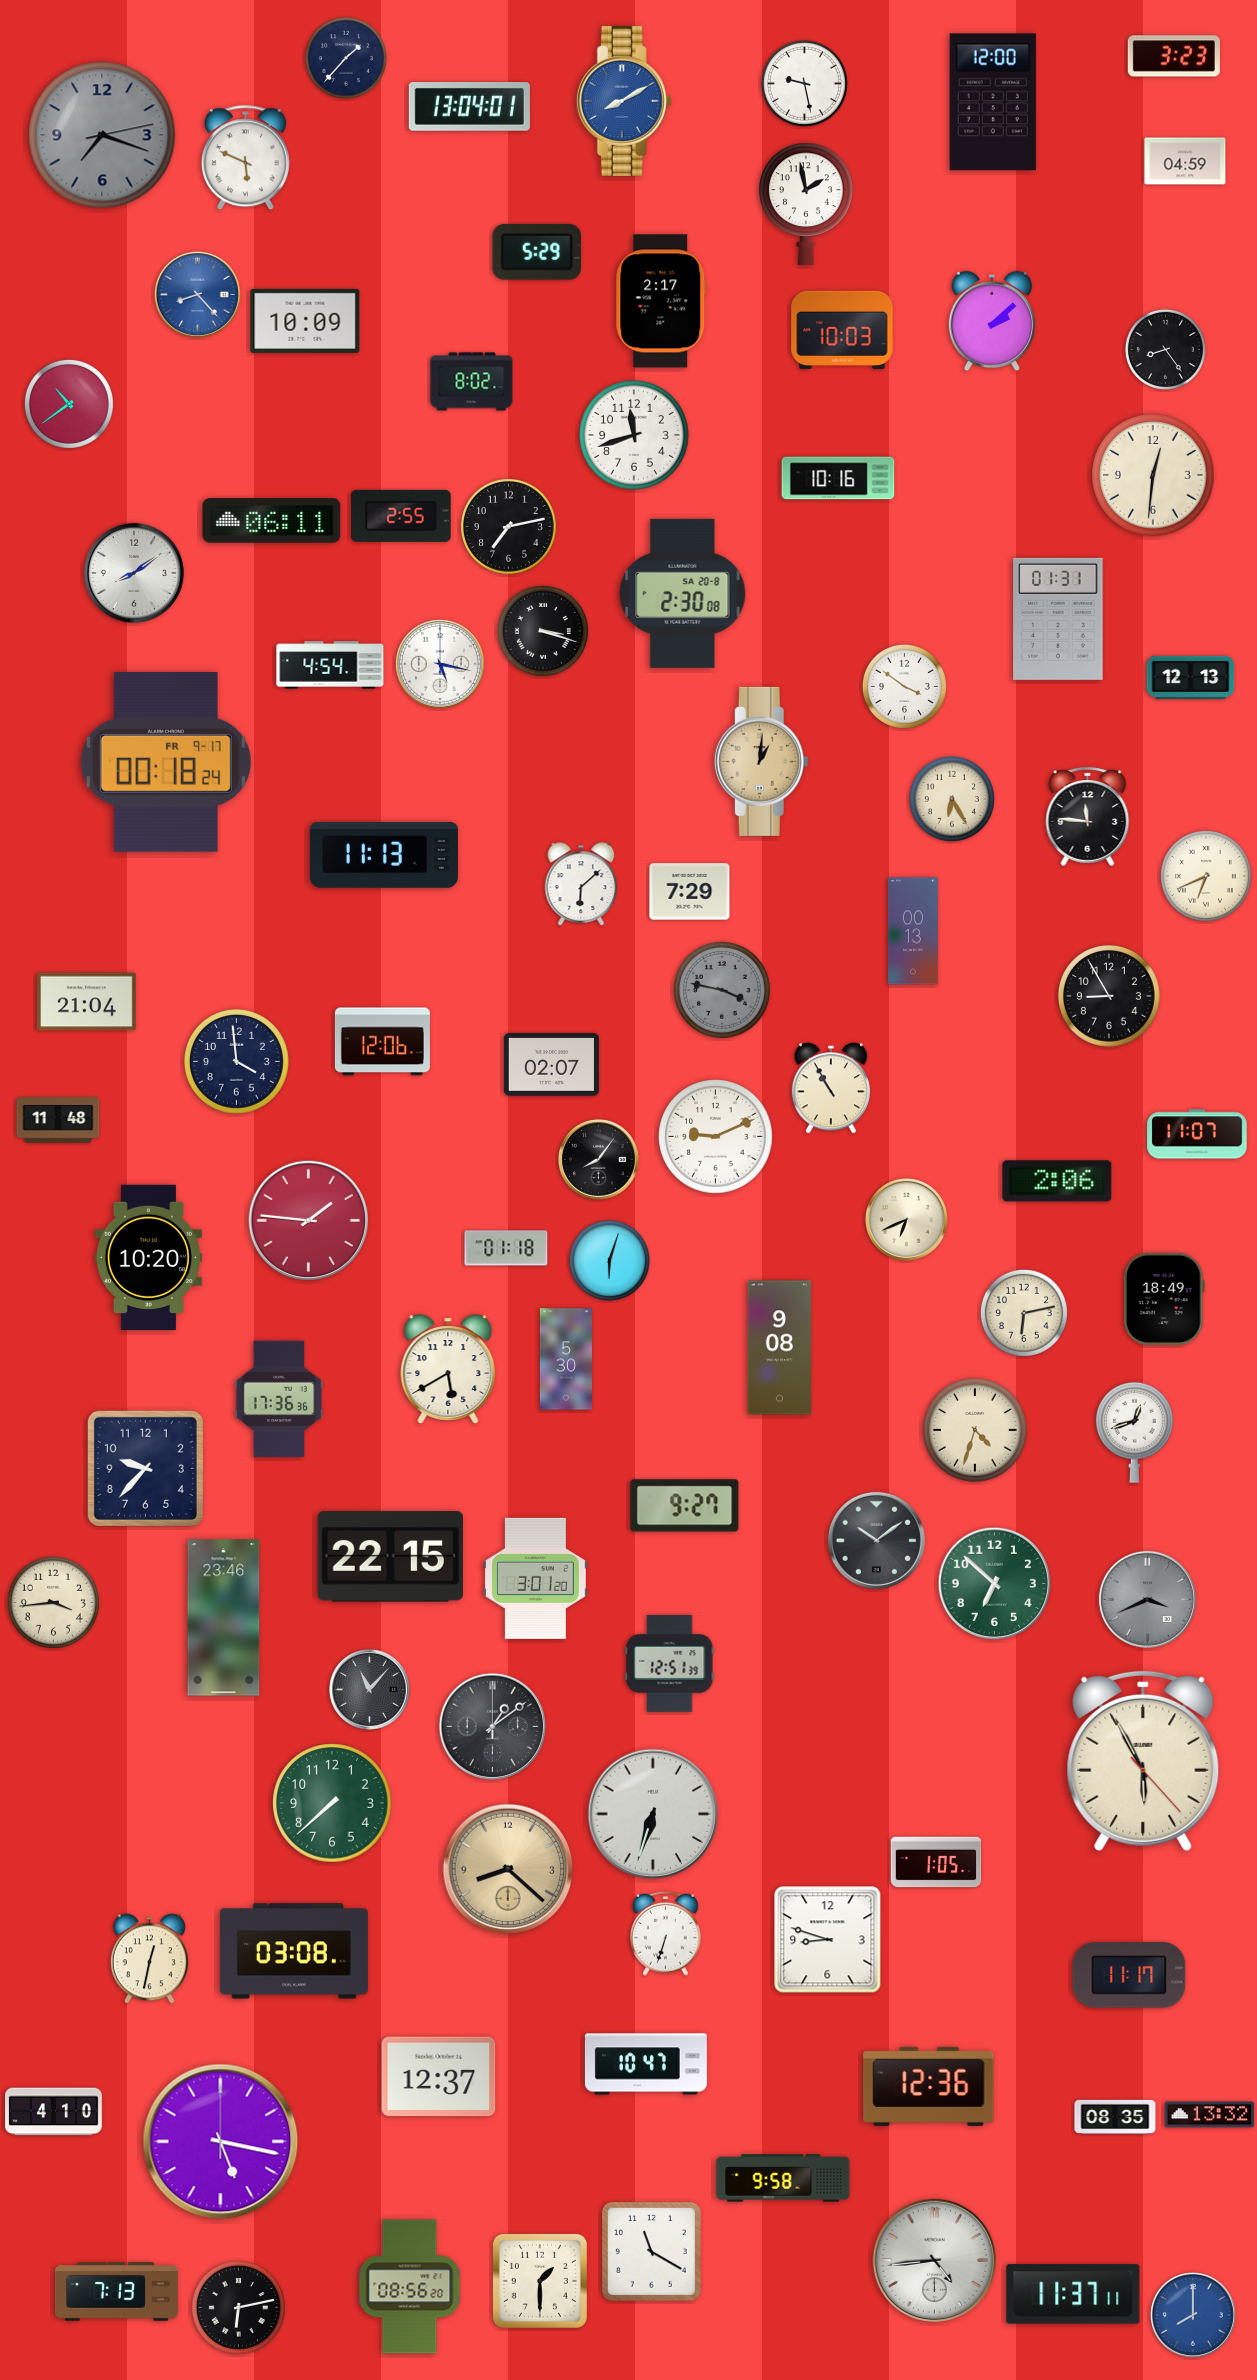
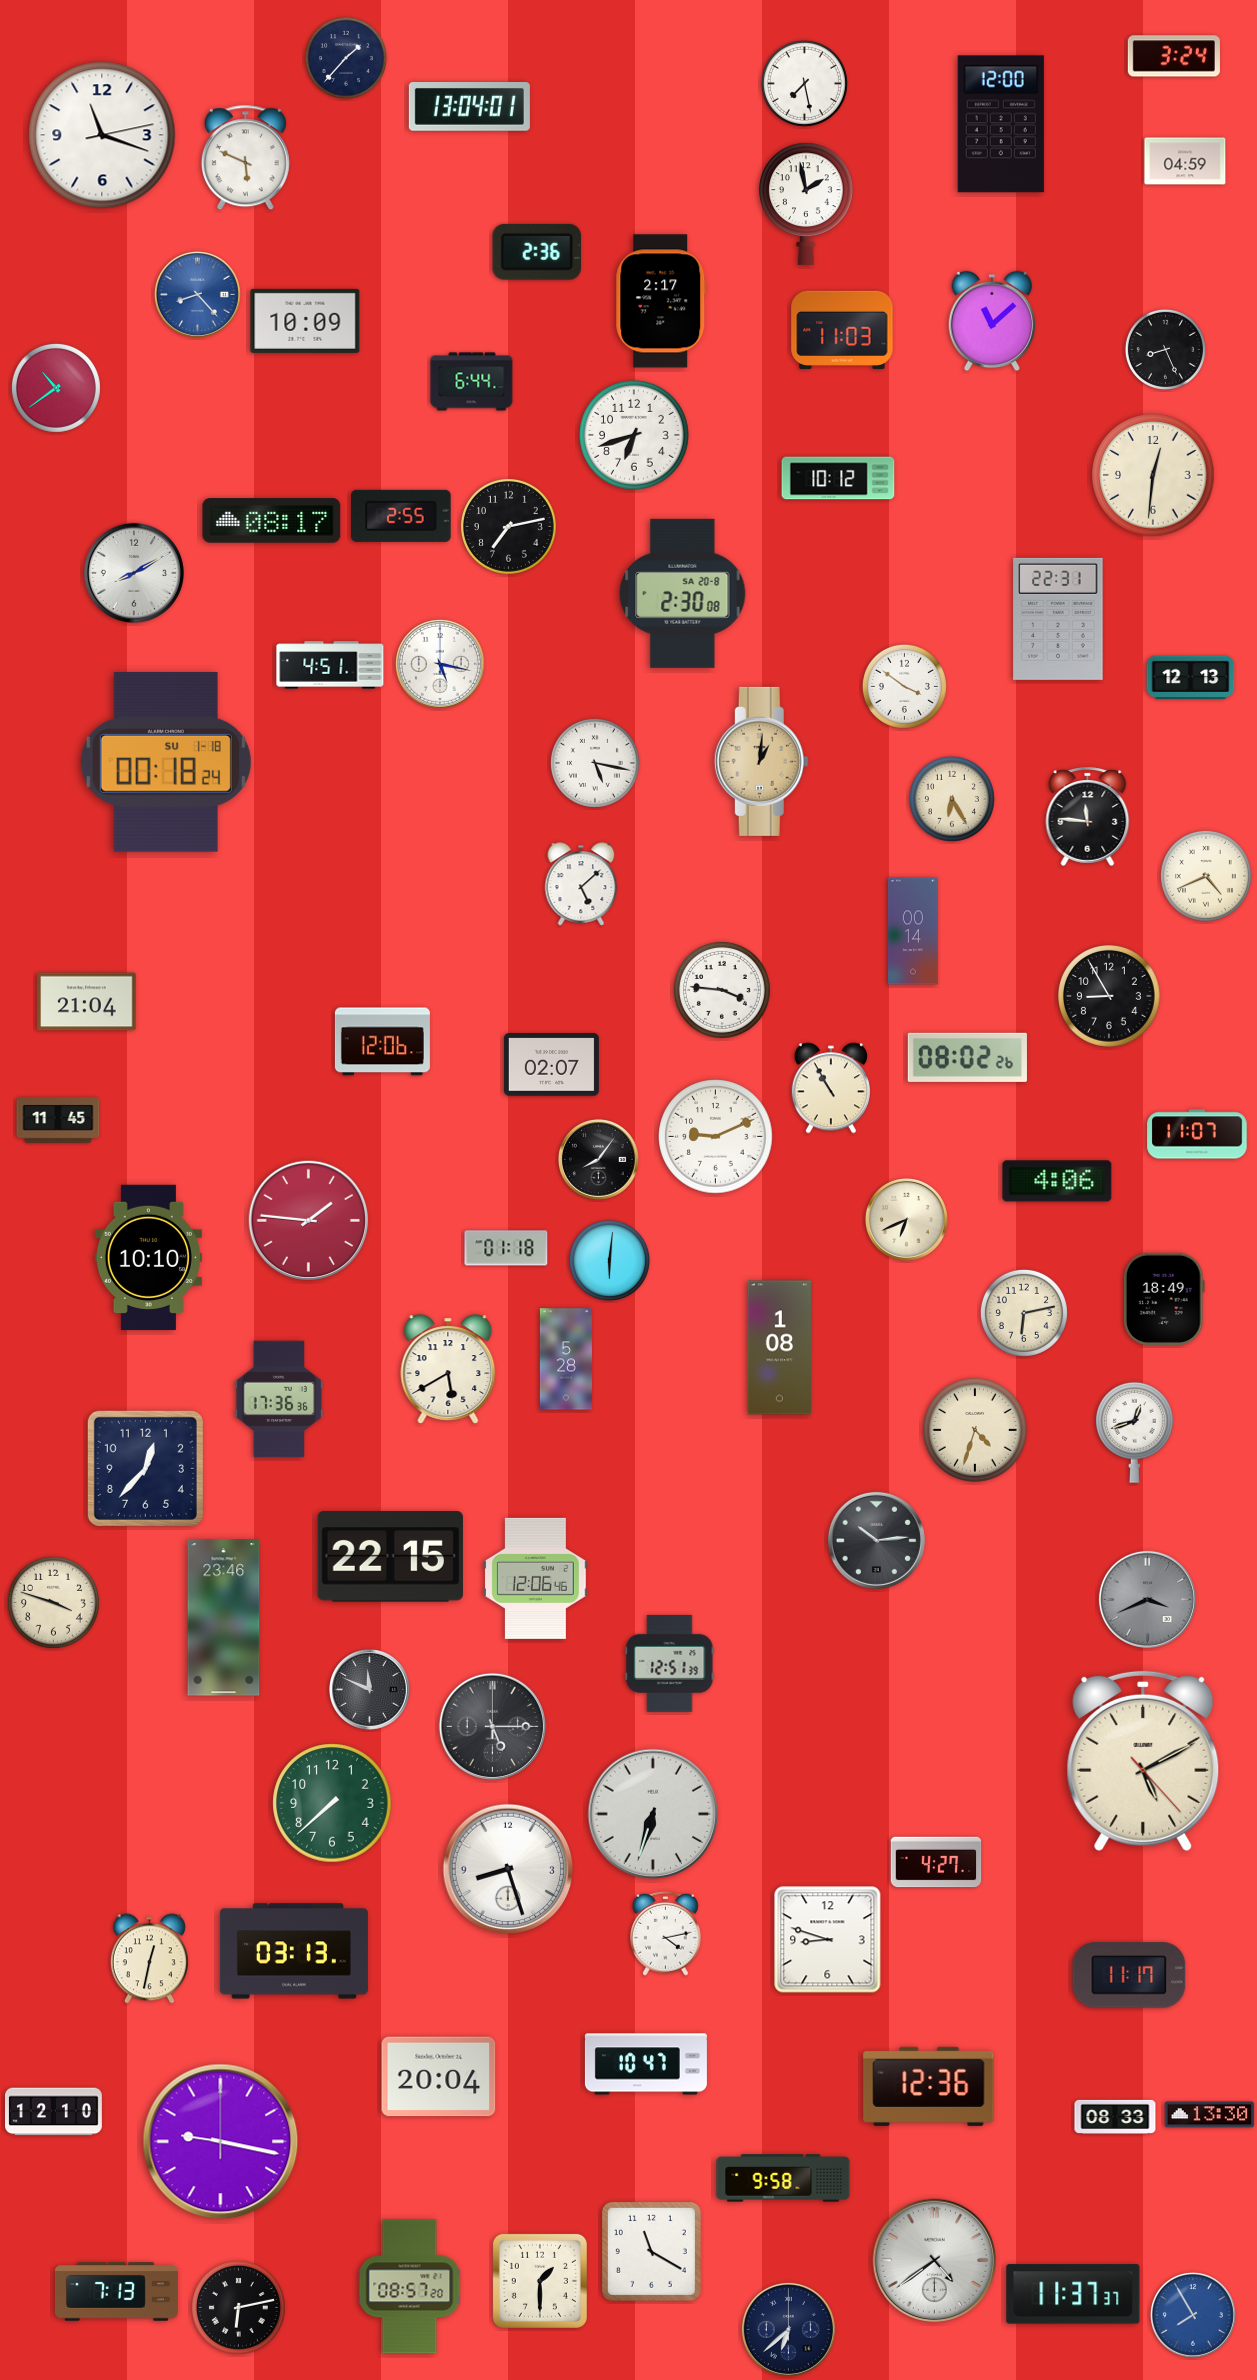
clock at (1174, 56): 3:23 -> 3:24
clock at (804, 83): 9:28 -> 7:28
clock at (624, 101): 8:10 -> none
clock at (993, 102) position: (993, 102) -> (1001, 124)
clock at (102, 135): 7:18 -> 11:18
clock at (102, 135) dial: grey -> white
clock at (537, 252): 5:29 -> 2:36
clock at (992, 321): 2:08 -> 11:08
clock at (842, 330): 10:03 -> 11:03
clock at (1165, 349): 8:24 -> 8:26
clock at (472, 382): 8:02 -> 6:44
clock at (69, 404) position: (69, 404) -> (56, 388)
clock at (634, 435): 11:42 -> 6:42
clock at (838, 478): 10:16 -> 10:12
clock at (272, 521): 06:11 -> 08:17
clock at (134, 573): 8:09 -> 8:10
clock at (1058, 619): 01:31 -> 22:31
clock at (543, 631): 3:18 -> none
clock at (330, 665): 4:54 -> 4:51
clock at (166, 762) date: FR 9-17 -> SU 1-18
clock at (595, 763): none -> 5:17
clock at (384, 855): 11:13 -> none
clock at (1206, 876): 6:41 -> 4:41
clock at (581, 884): 6:08 -> 5:08
clock at (690, 892): 7:29 -> none
clock at (913, 931): 00:13 -> 00:14
clock at (722, 990): 3:47 -> 3:46
clock at (722, 990) dial: grey -> white
clock at (967, 1057): none -> 08:02
clock at (237, 1062): 3:59 -> none
clock at (58, 1120): 11:48 -> 11:45
clock at (1057, 1181): 2:06 -> 4:06
clock at (148, 1257): 10:20 -> 10:10
clock at (609, 1260): 6:03 -> 6:01
clock at (780, 1348): 9:08 -> 1:08
clock at (566, 1359): 5:30 -> 5:28
clock at (145, 1468): 9:37 -> 12:37
clock at (685, 1506): 9:27 -> none
clock at (876, 1540): 10:09 -> 10:14
clock at (536, 1578): 3:01 -> 12:06
clock at (994, 1583): 6:52 -> none
clock at (53, 1602): 3:44 -> 3:48
clock at (370, 1690): 11:07 -> 11:49
clock at (492, 1726): 1:09 -> 5:15
clock at (1143, 1761): 5:55 -> 5:10
clock at (936, 1862): 1:05 -> 4:27
clock at (508, 1869): 8:22 -> 8:27
clock at (508, 1869) dial: champagne -> white
clock at (666, 1933): 6:33 -> 4:13
clock at (294, 1951): 03:08 -> 03:13
clock at (439, 2077): 12:37 -> 20:04
clock at (54, 2112): 4:10 -> 12:10
clock at (1210, 2115): 13:32 -> 13:30
clock at (1115, 2117): 08:35 -> 08:33
clock at (221, 2142): 5:17 -> 9:17
clock at (934, 2261): 4:44 -> 4:39
clock at (410, 2287): 08:56 -> 08:57
clock at (1073, 2294): 11:37:11 -> 11:37:37
clock at (1193, 2315): 8:00 -> 7:55
clock at (788, 2329): none -> 6:38
